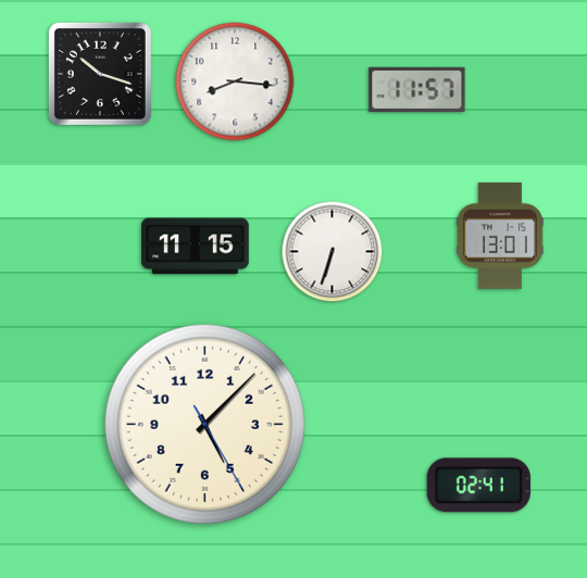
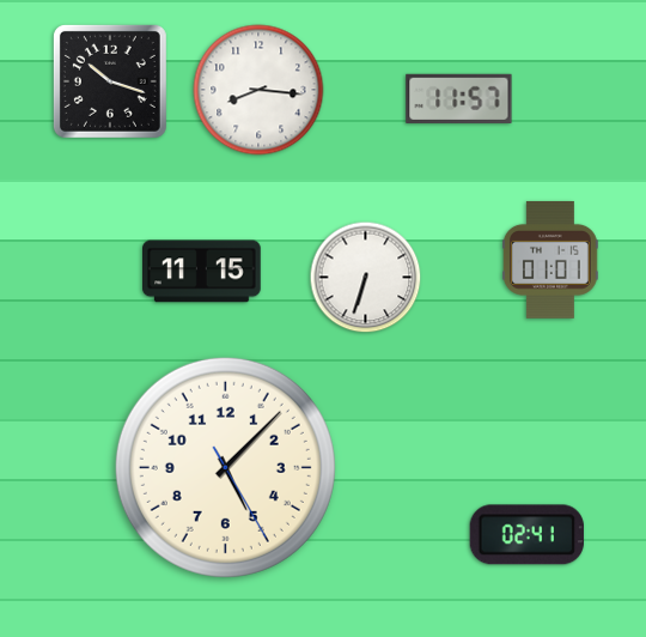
clock at (501, 236): 13:01 -> 01:01
clock at (196, 247) position: (196, 247) -> (202, 272)
